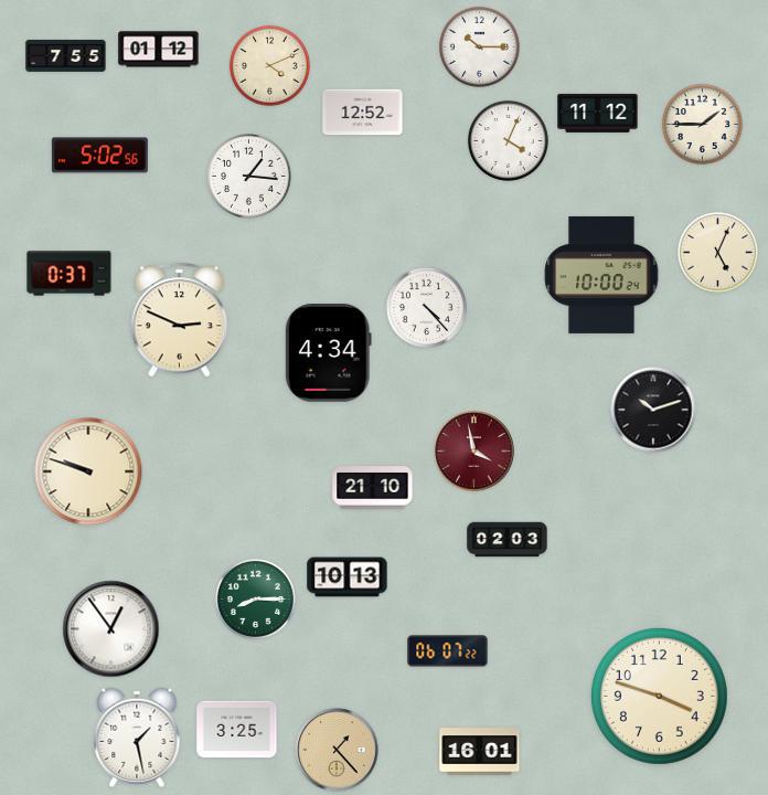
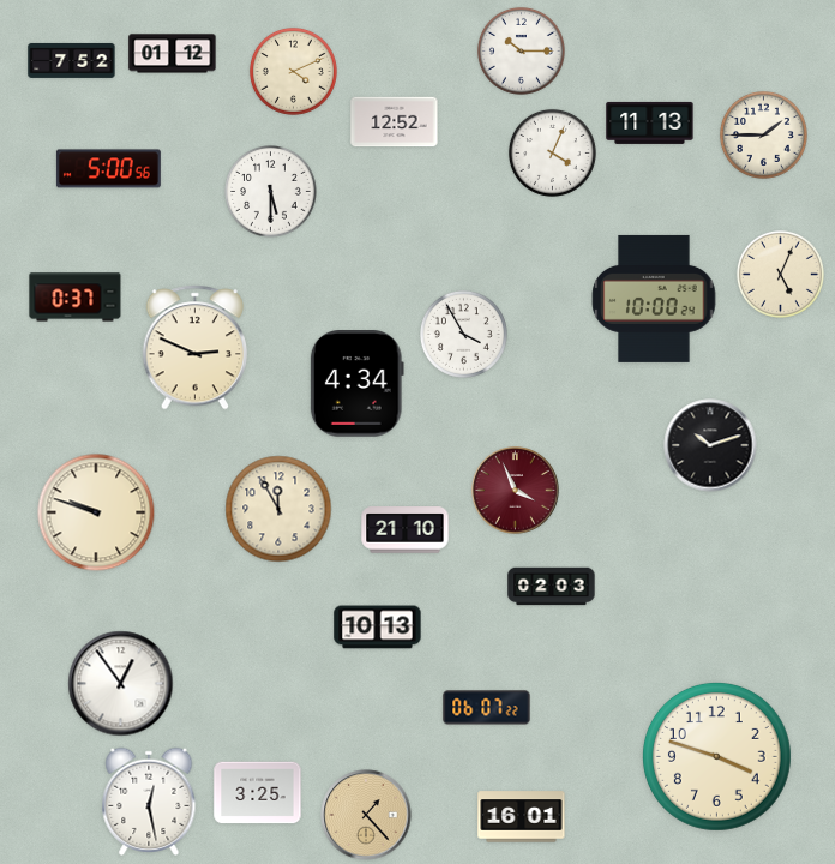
clock at (66, 55): 7:55 -> 7:52
clock at (598, 113): 11:12 -> 11:13
clock at (99, 156): 5:02 -> 5:00
clock at (249, 177): 1:16 -> 5:30
clock at (426, 307): 4:23 -> 3:55
clock at (474, 452): 3:58 -> 3:56
clock at (278, 509): none -> 11:55
clock at (255, 598): 8:15 -> none
clock at (137, 736): 1:28 -> 12:28
